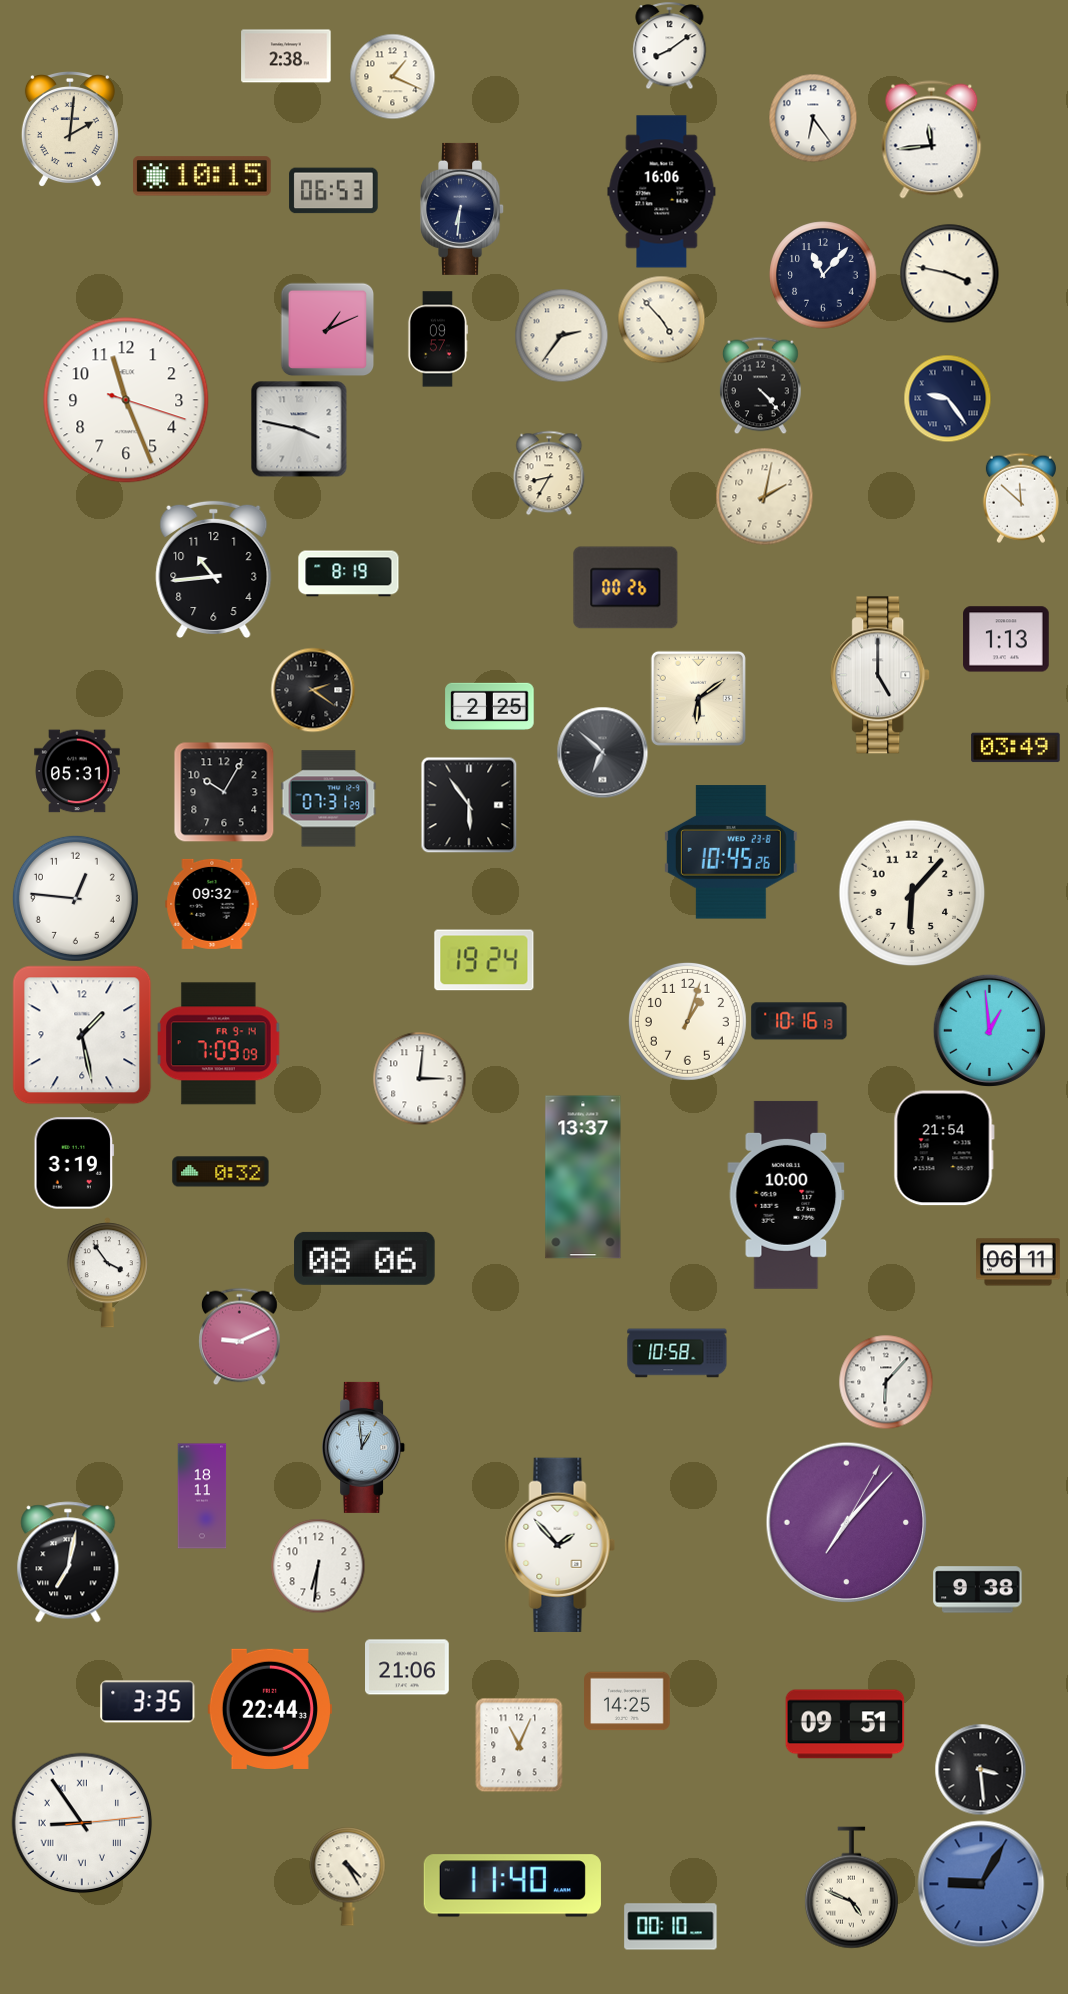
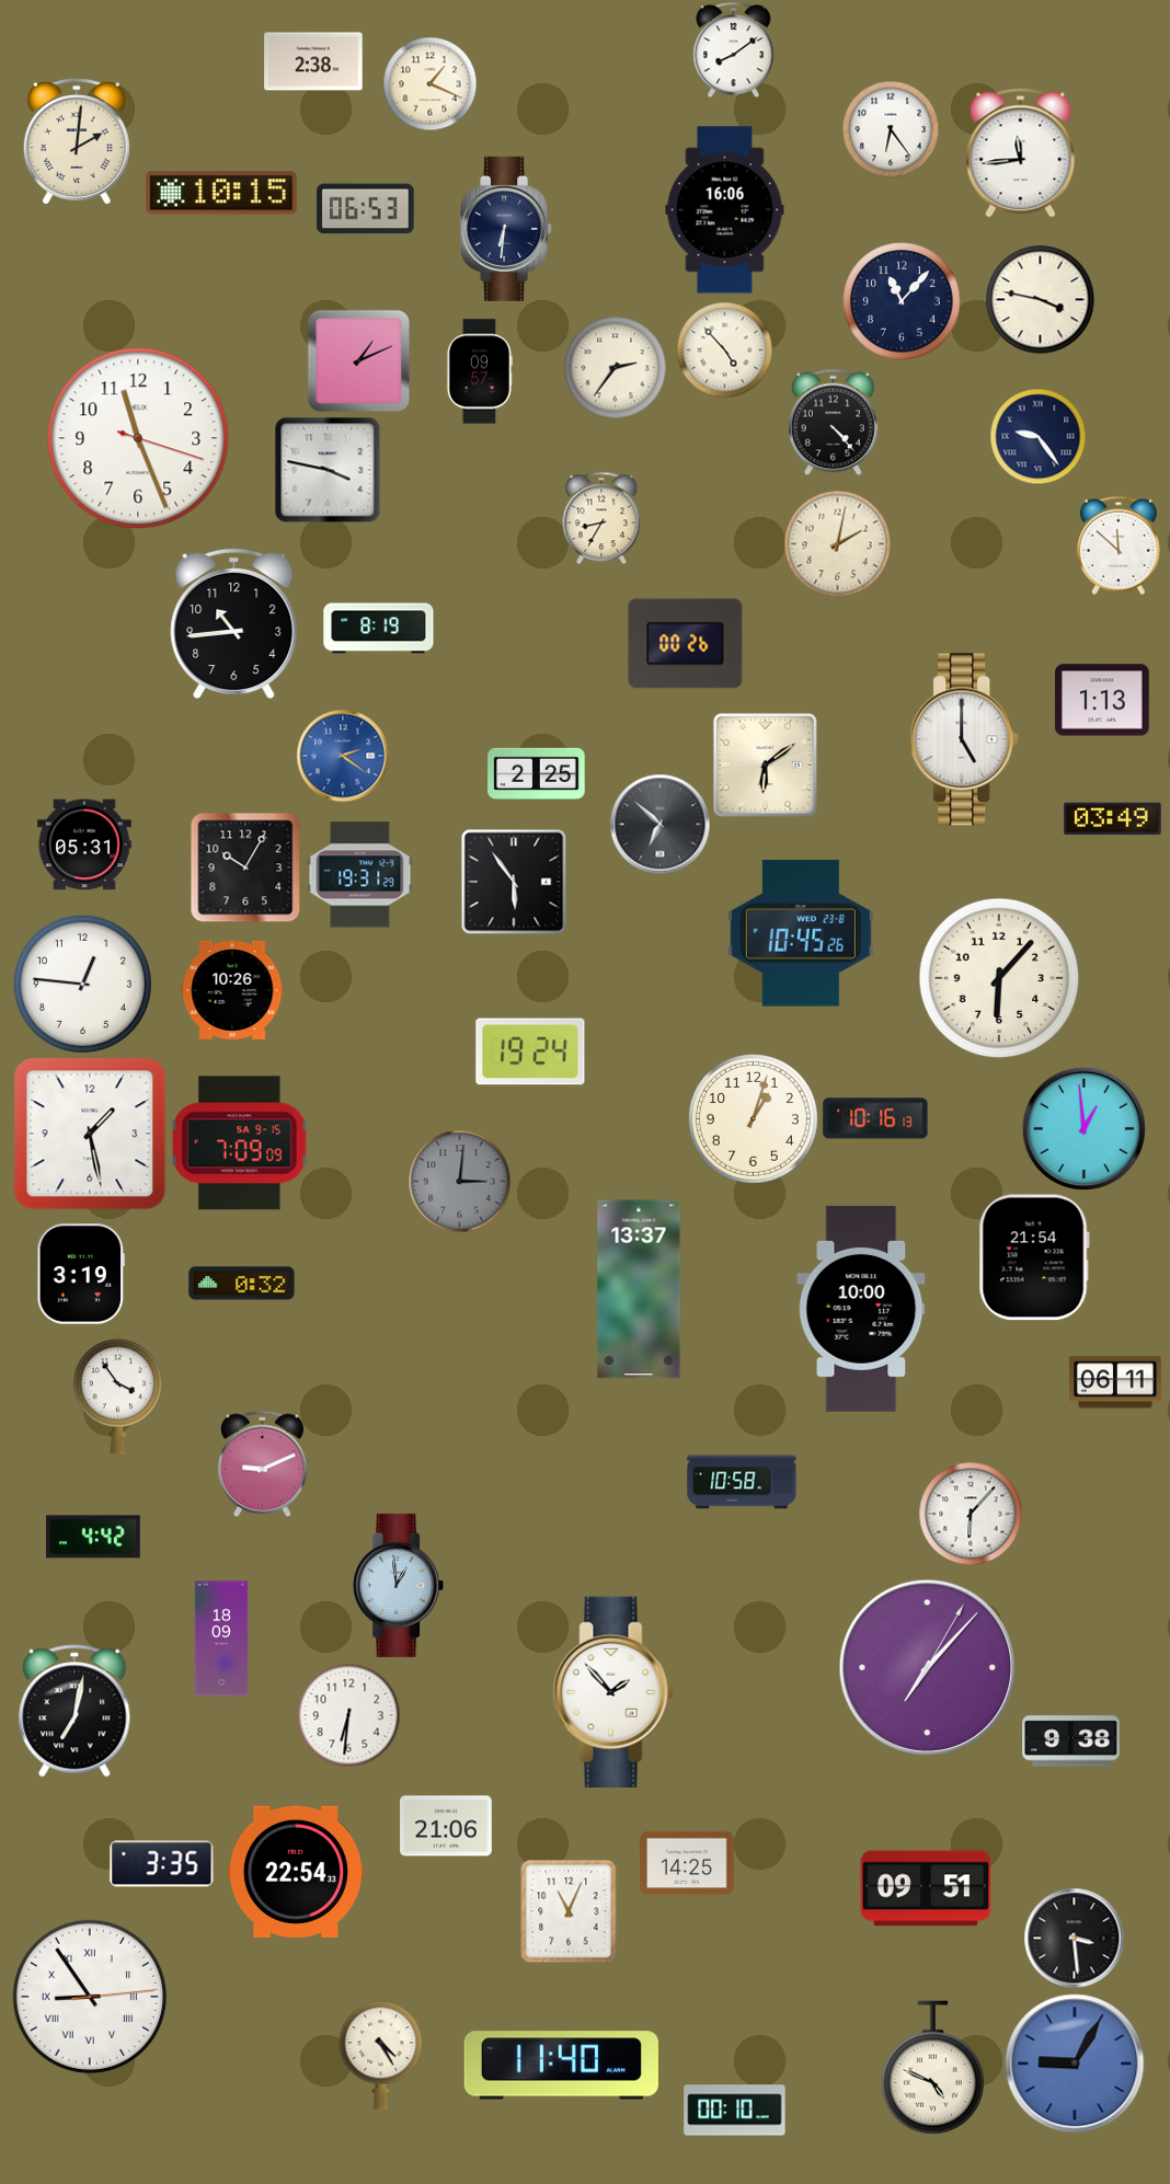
clock at (349, 574) position: (349, 574) -> (379, 629)
clock at (313, 690) dial: black -> blue
clock at (329, 799): 07:31 -> 19:31
clock at (212, 904): 09:32 -> 10:26
clock at (219, 1044) date: FR 9-14 -> SA 9-15
clock at (419, 1078) dial: white -> grey
clock at (365, 1258): 08:06 -> none
clock at (94, 1537): none -> 4:42
clock at (202, 1496): 18:11 -> 18:09
clock at (269, 1709): 22:44 -> 22:54
